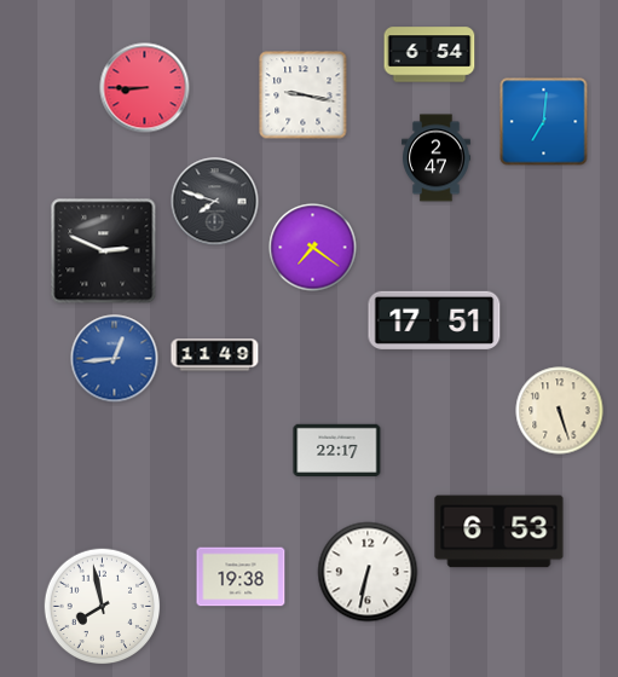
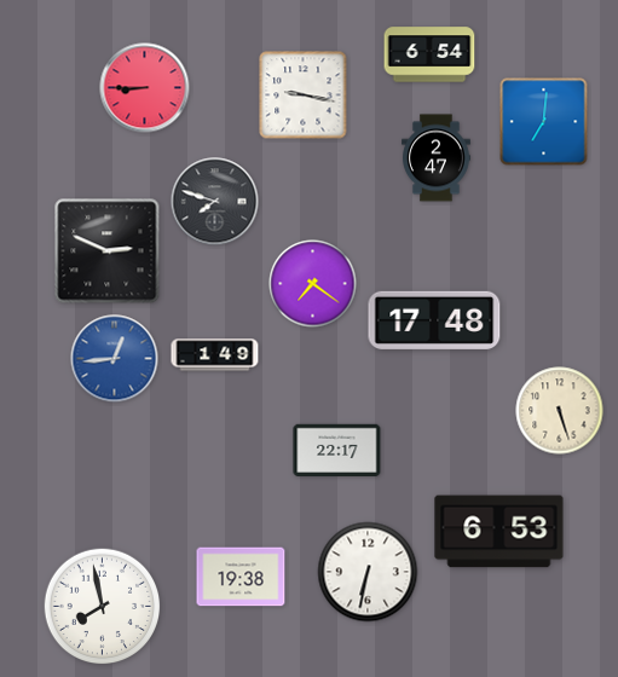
clock at (313, 248) position: (313, 248) -> (313, 284)
clock at (104, 251) position: (104, 251) -> (108, 251)
clock at (434, 320): 17:51 -> 17:48
clock at (215, 355): 11:49 -> 1:49
